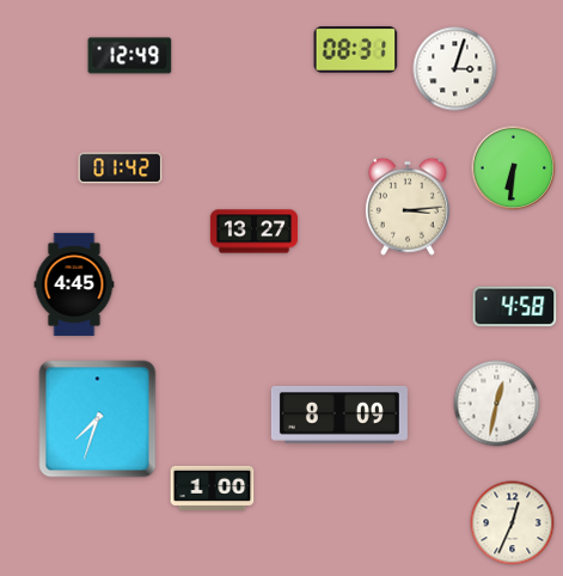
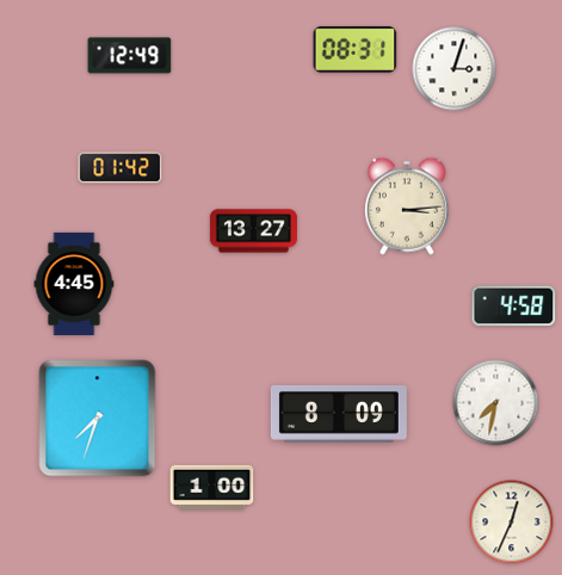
clock at (514, 168): 6:31 -> none
clock at (497, 404): 12:32 -> 7:32
